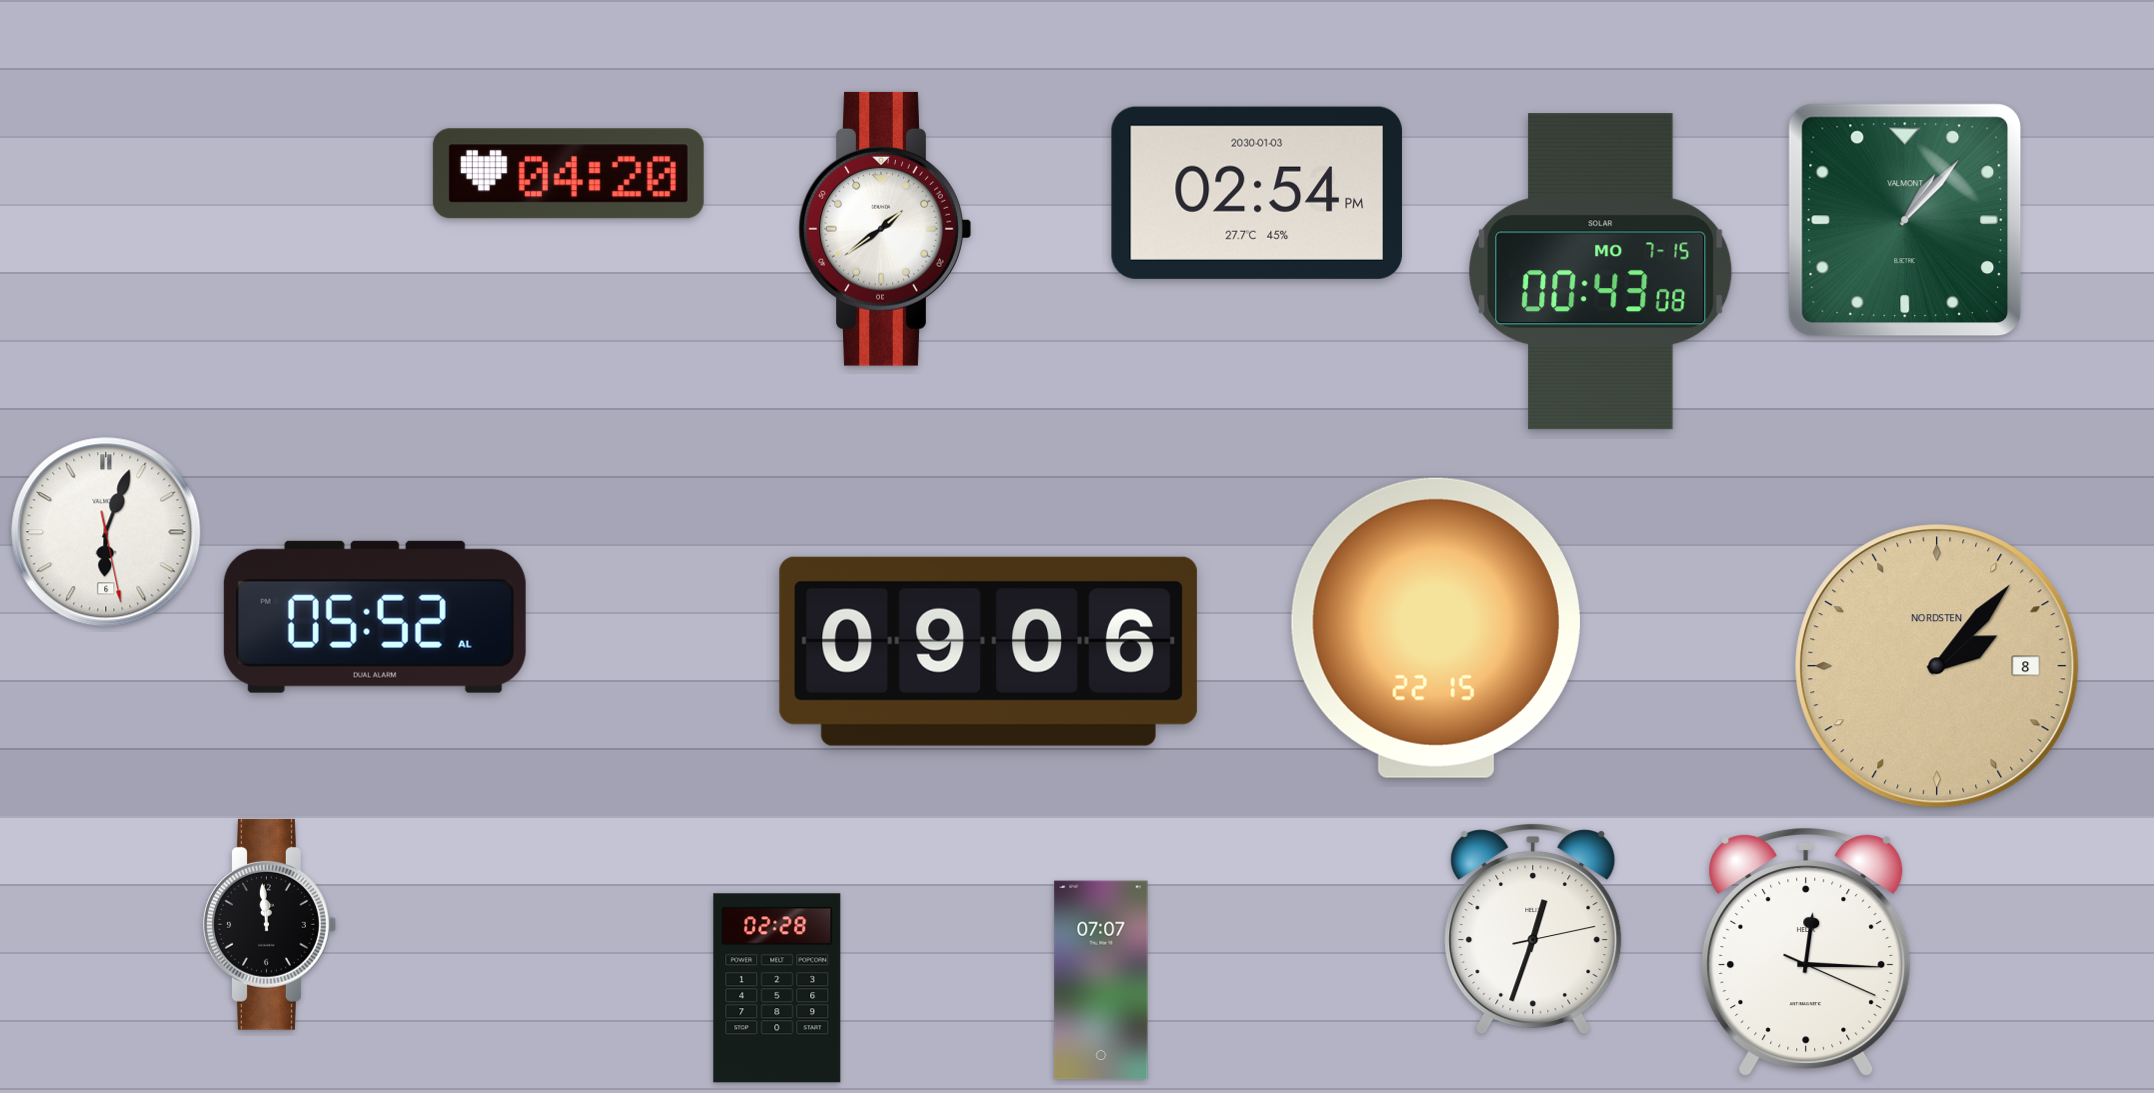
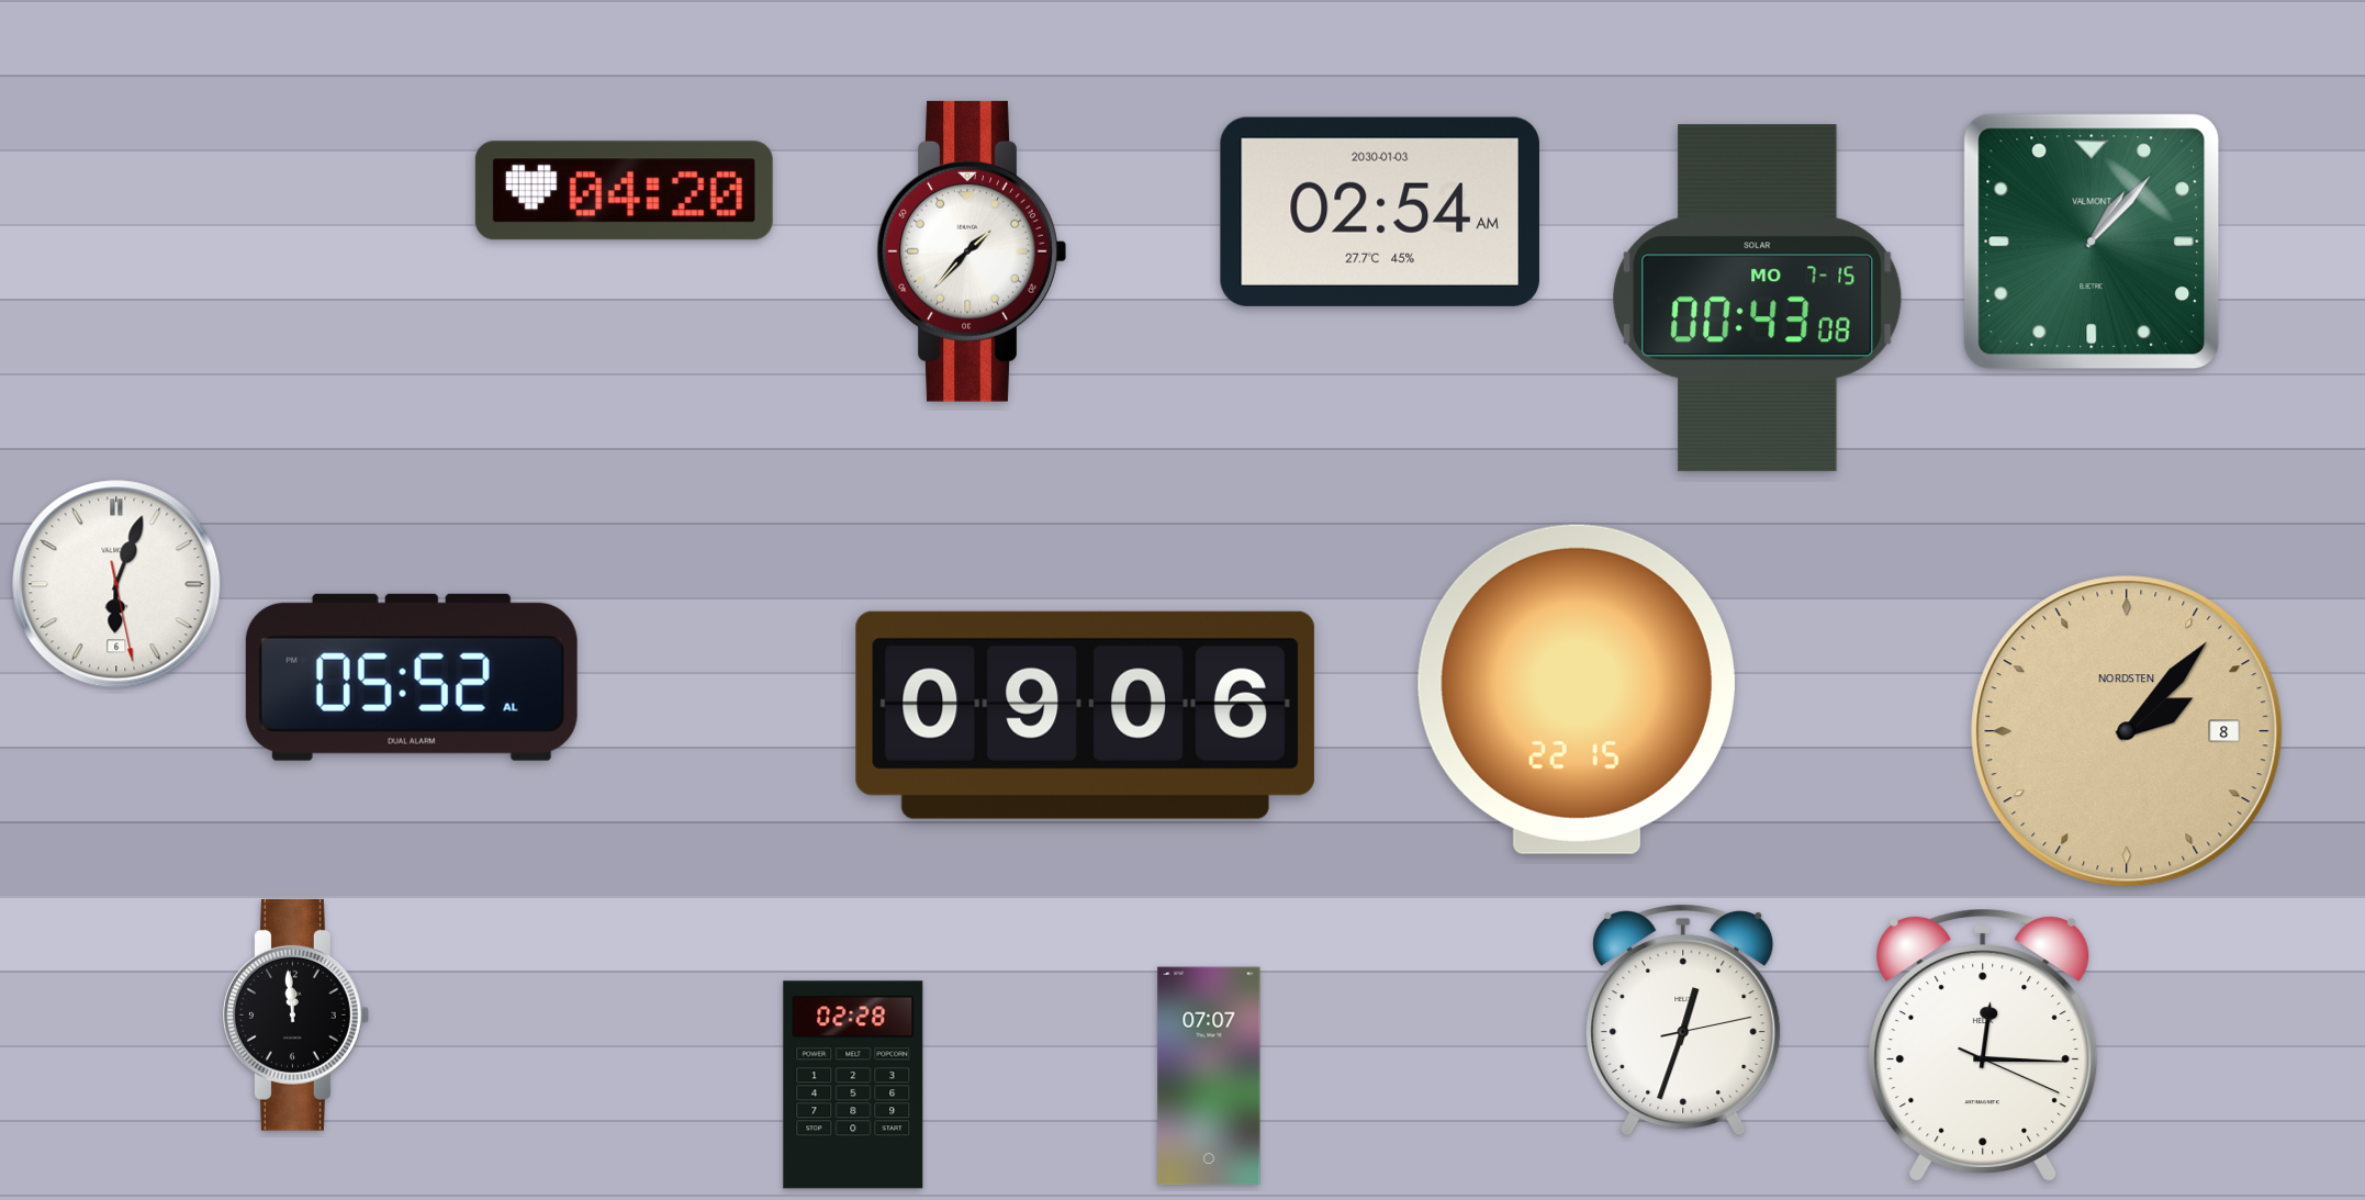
clock at (1257, 193): 02:54 PM -> 02:54 AM
clock at (885, 229): 1:39 -> 1:37
